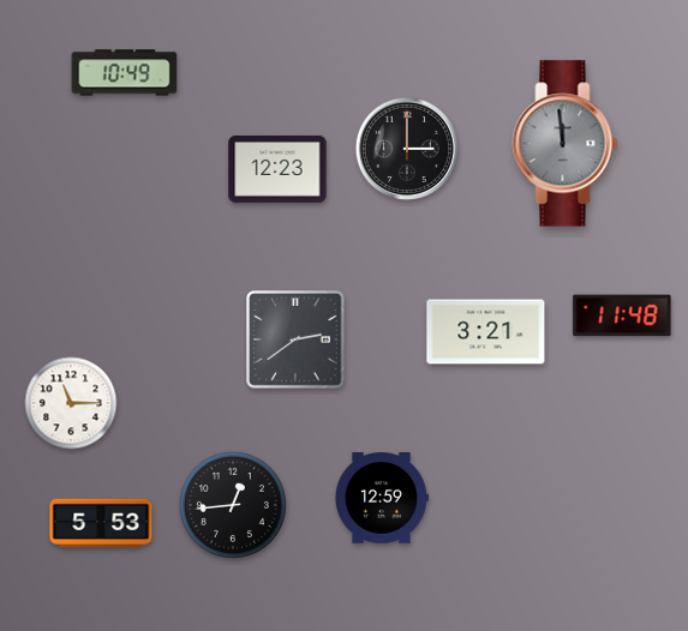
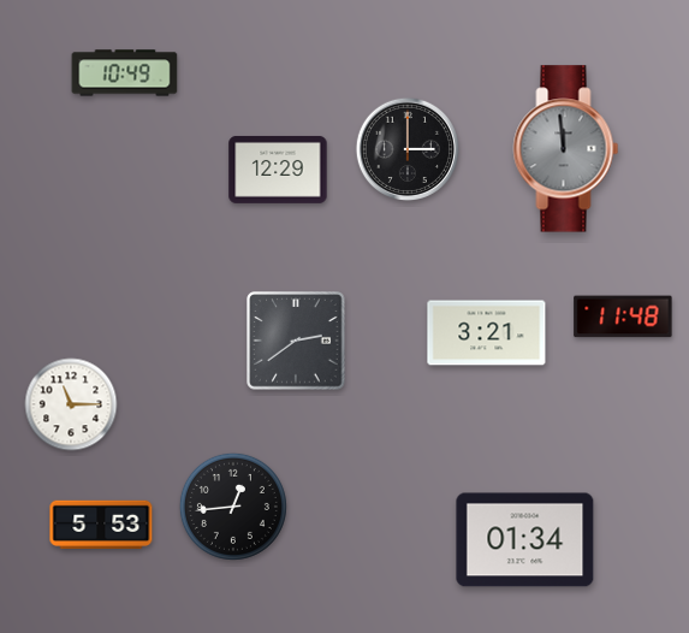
clock at (566, 144) position: (566, 144) -> (566, 149)
clock at (277, 169): 12:23 -> 12:29
clock at (381, 499): 12:59 -> none
clock at (525, 540): none -> 01:34
